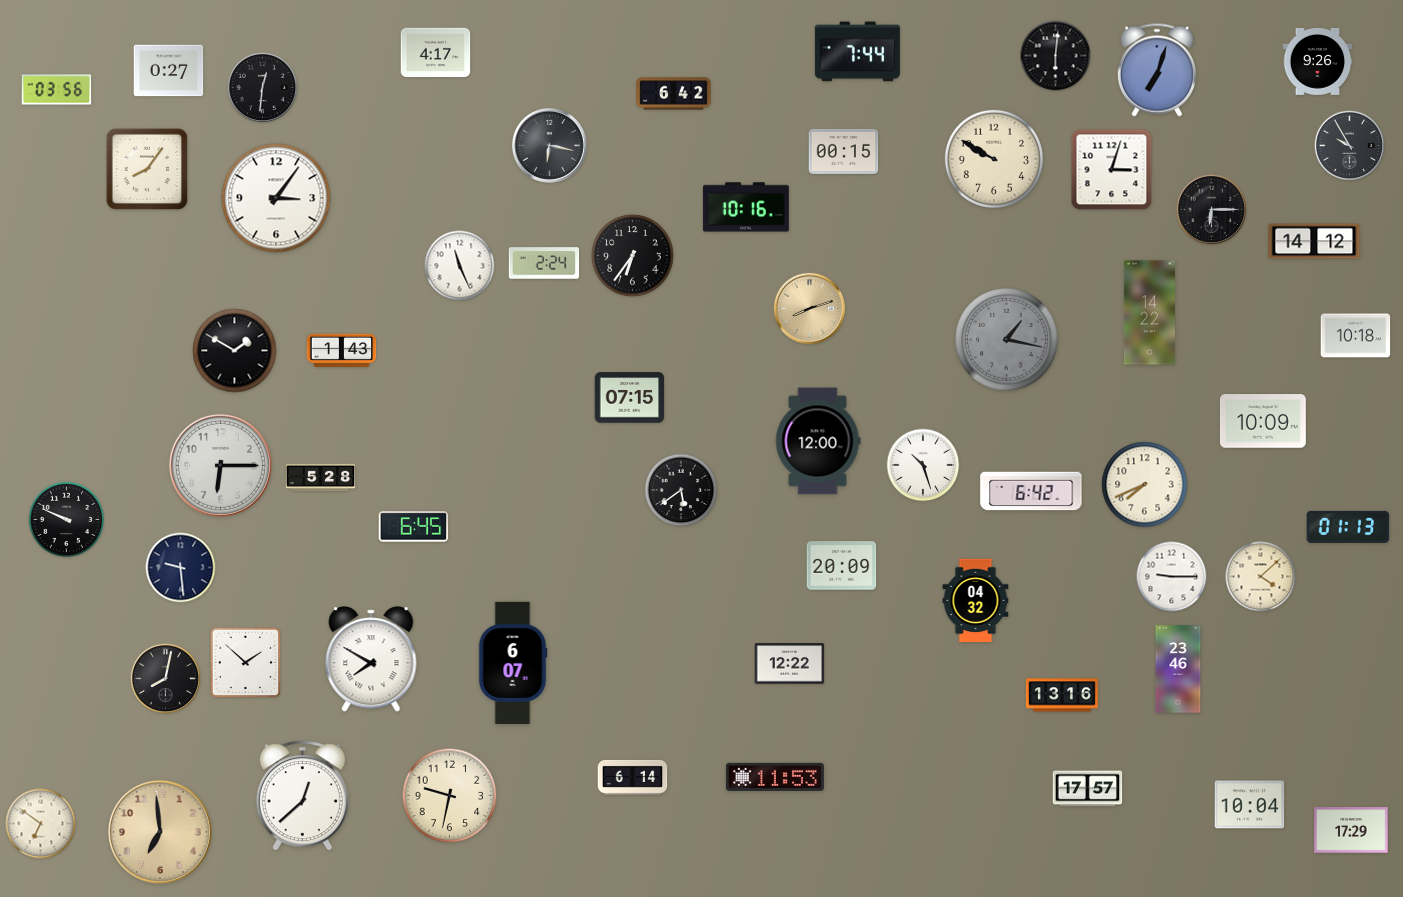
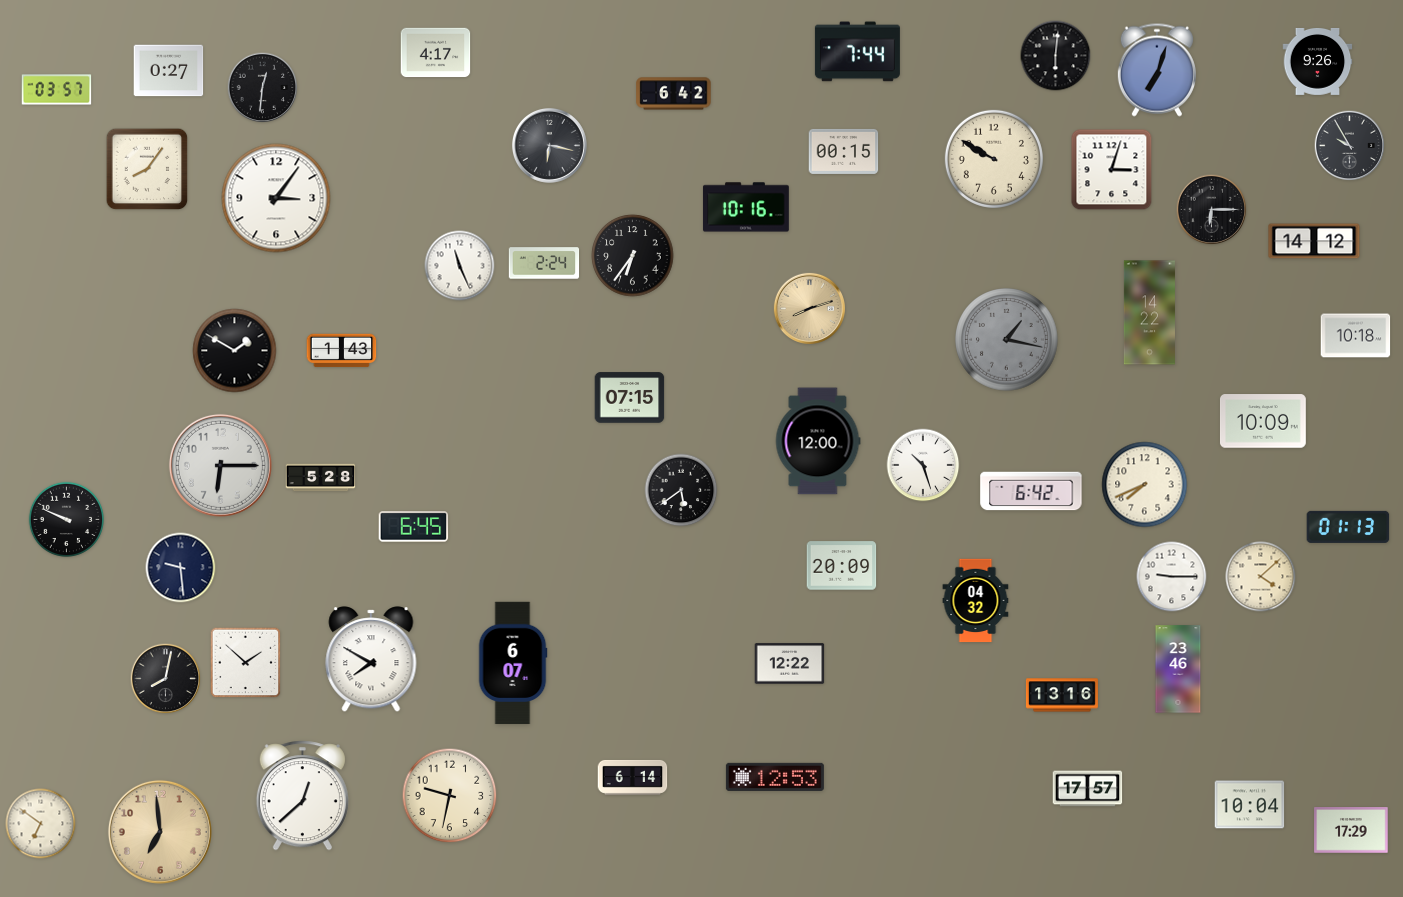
clock at (57, 90): 03:56 -> 03:57
clock at (775, 777): 11:53 -> 12:53
